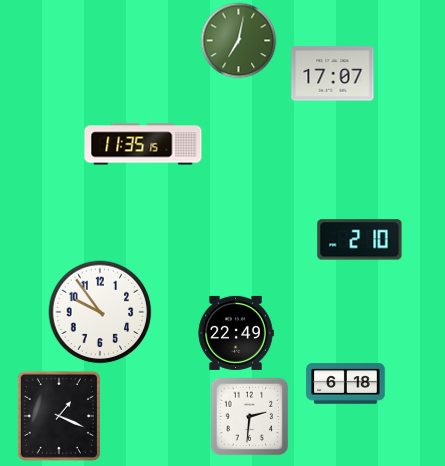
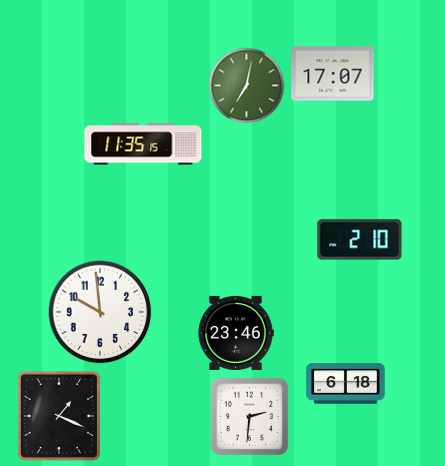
clock at (239, 41) position: (239, 41) -> (247, 86)
clock at (100, 312): 9:54 -> 9:59
clock at (236, 333): 22:49 -> 23:46
